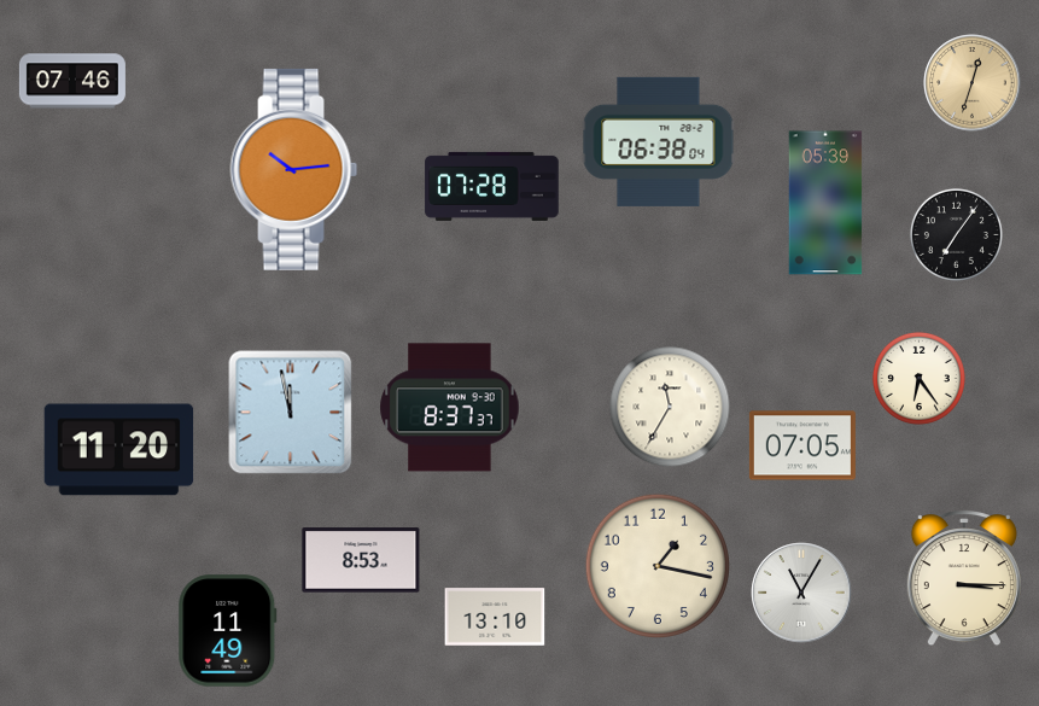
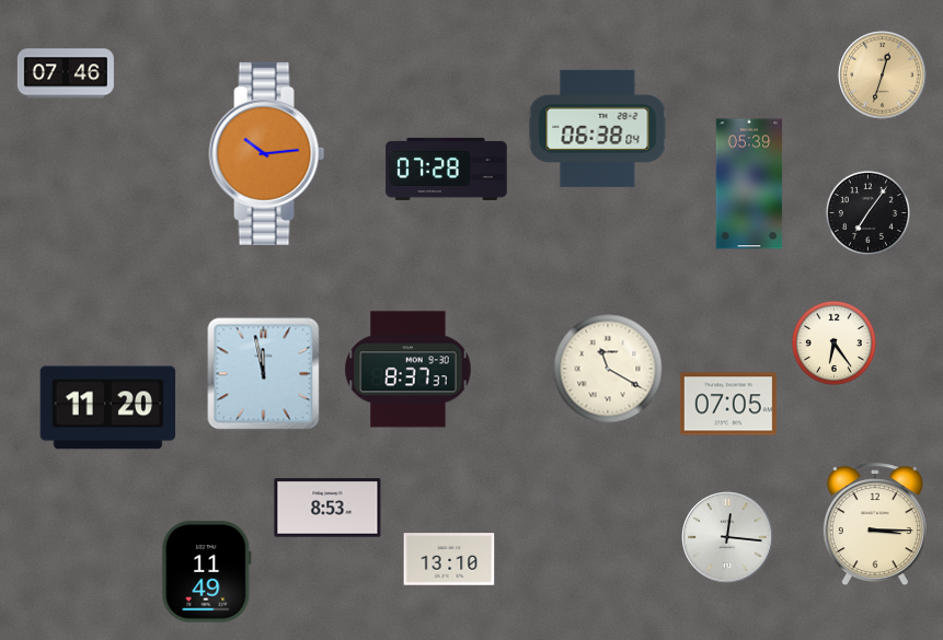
clock at (670, 407): 11:35 -> 11:20
clock at (656, 565): 1:17 -> none
clock at (801, 593): 11:05 -> 12:16
